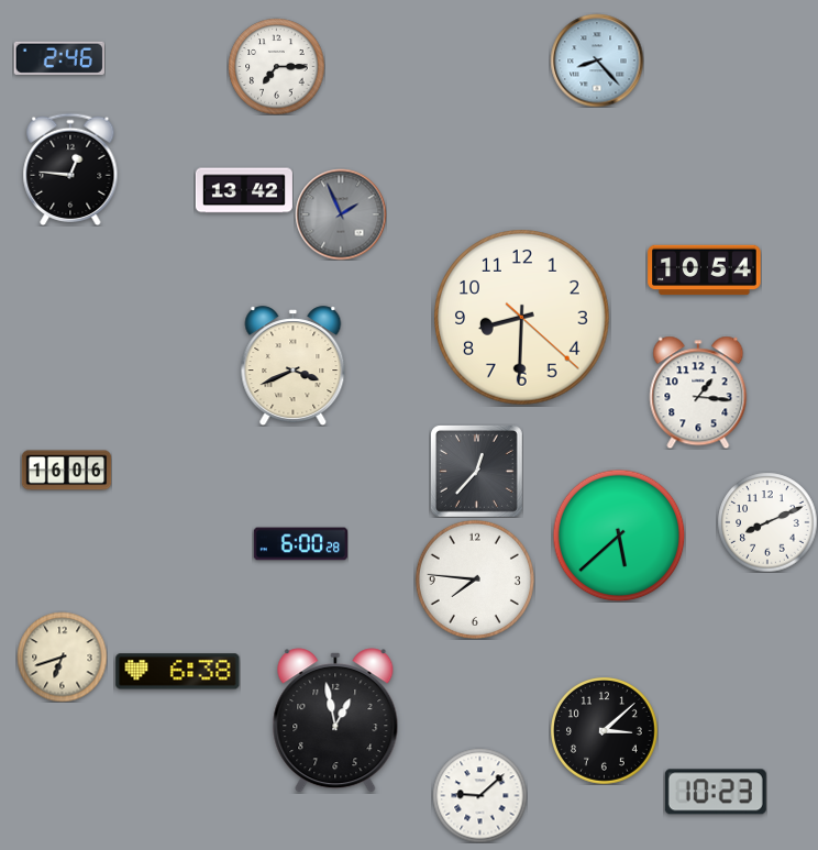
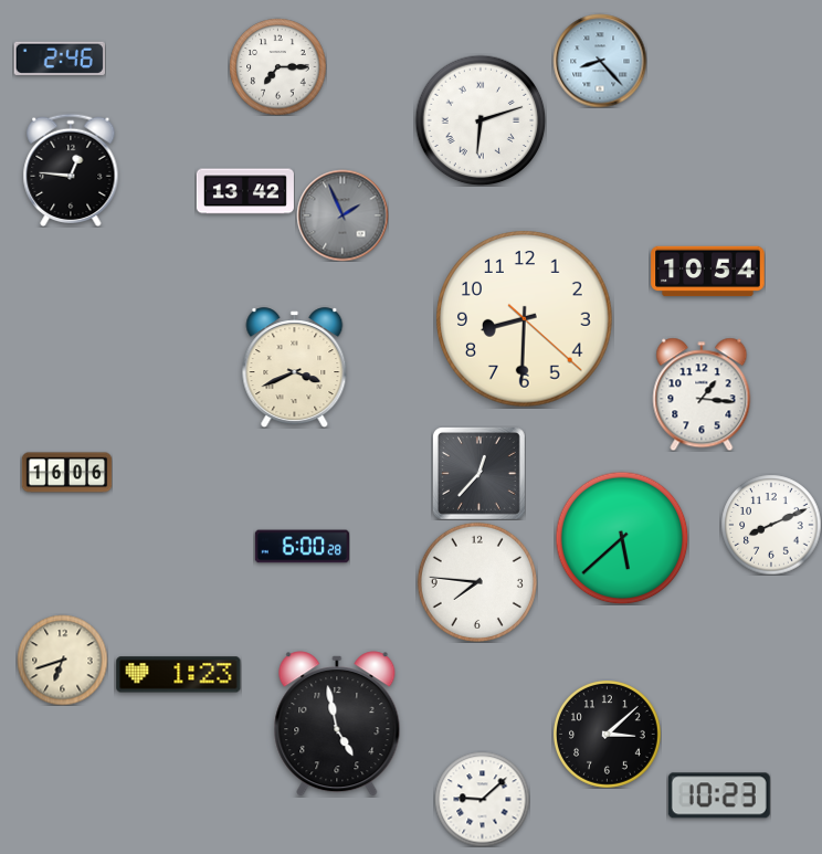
clock at (481, 120): none -> 6:12
clock at (178, 672): 6:38 -> 1:23
clock at (335, 720): 12:58 -> 4:58
